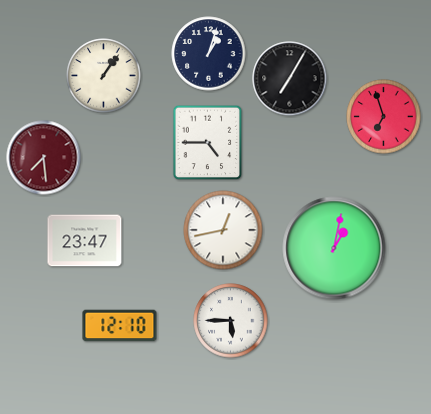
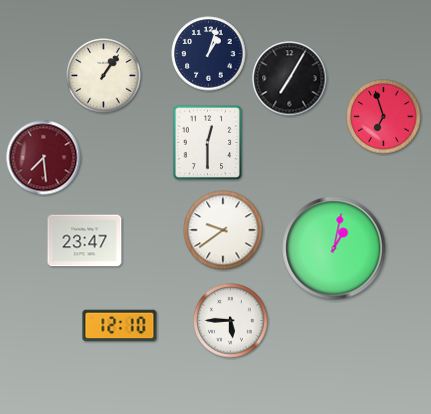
clock at (208, 143): 4:45 -> 12:30
clock at (223, 230): 12:43 -> 9:39
